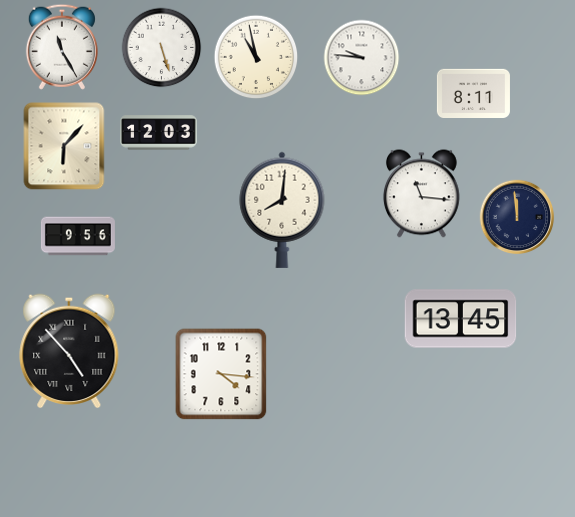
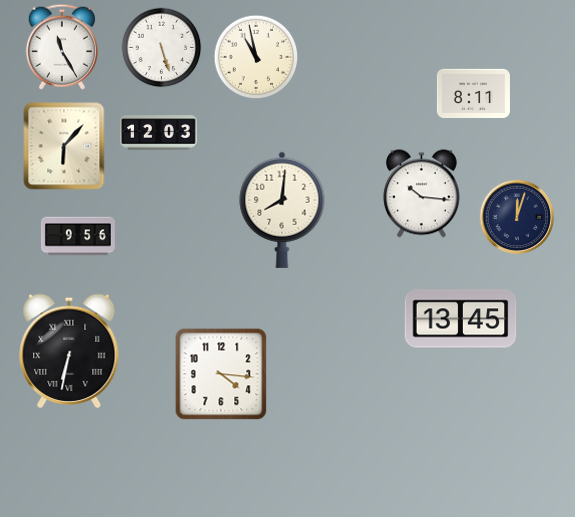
clock at (362, 58): 9:46 -> none
clock at (421, 194): 11:16 -> 10:16
clock at (517, 217): 11:59 -> 12:03
clock at (69, 351): 4:53 -> 6:32
